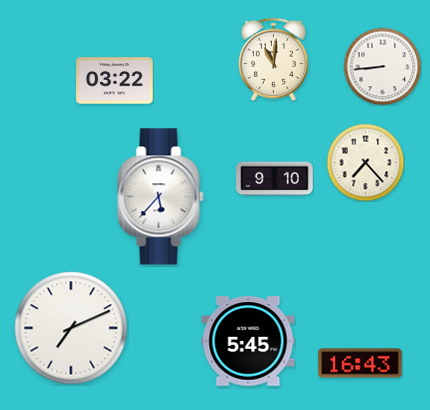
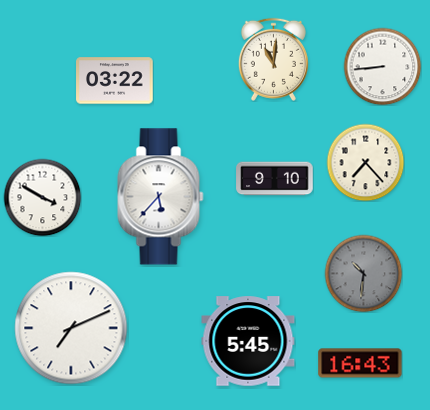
clock at (42, 197): none -> 3:50
clock at (363, 273): none -> 10:31
